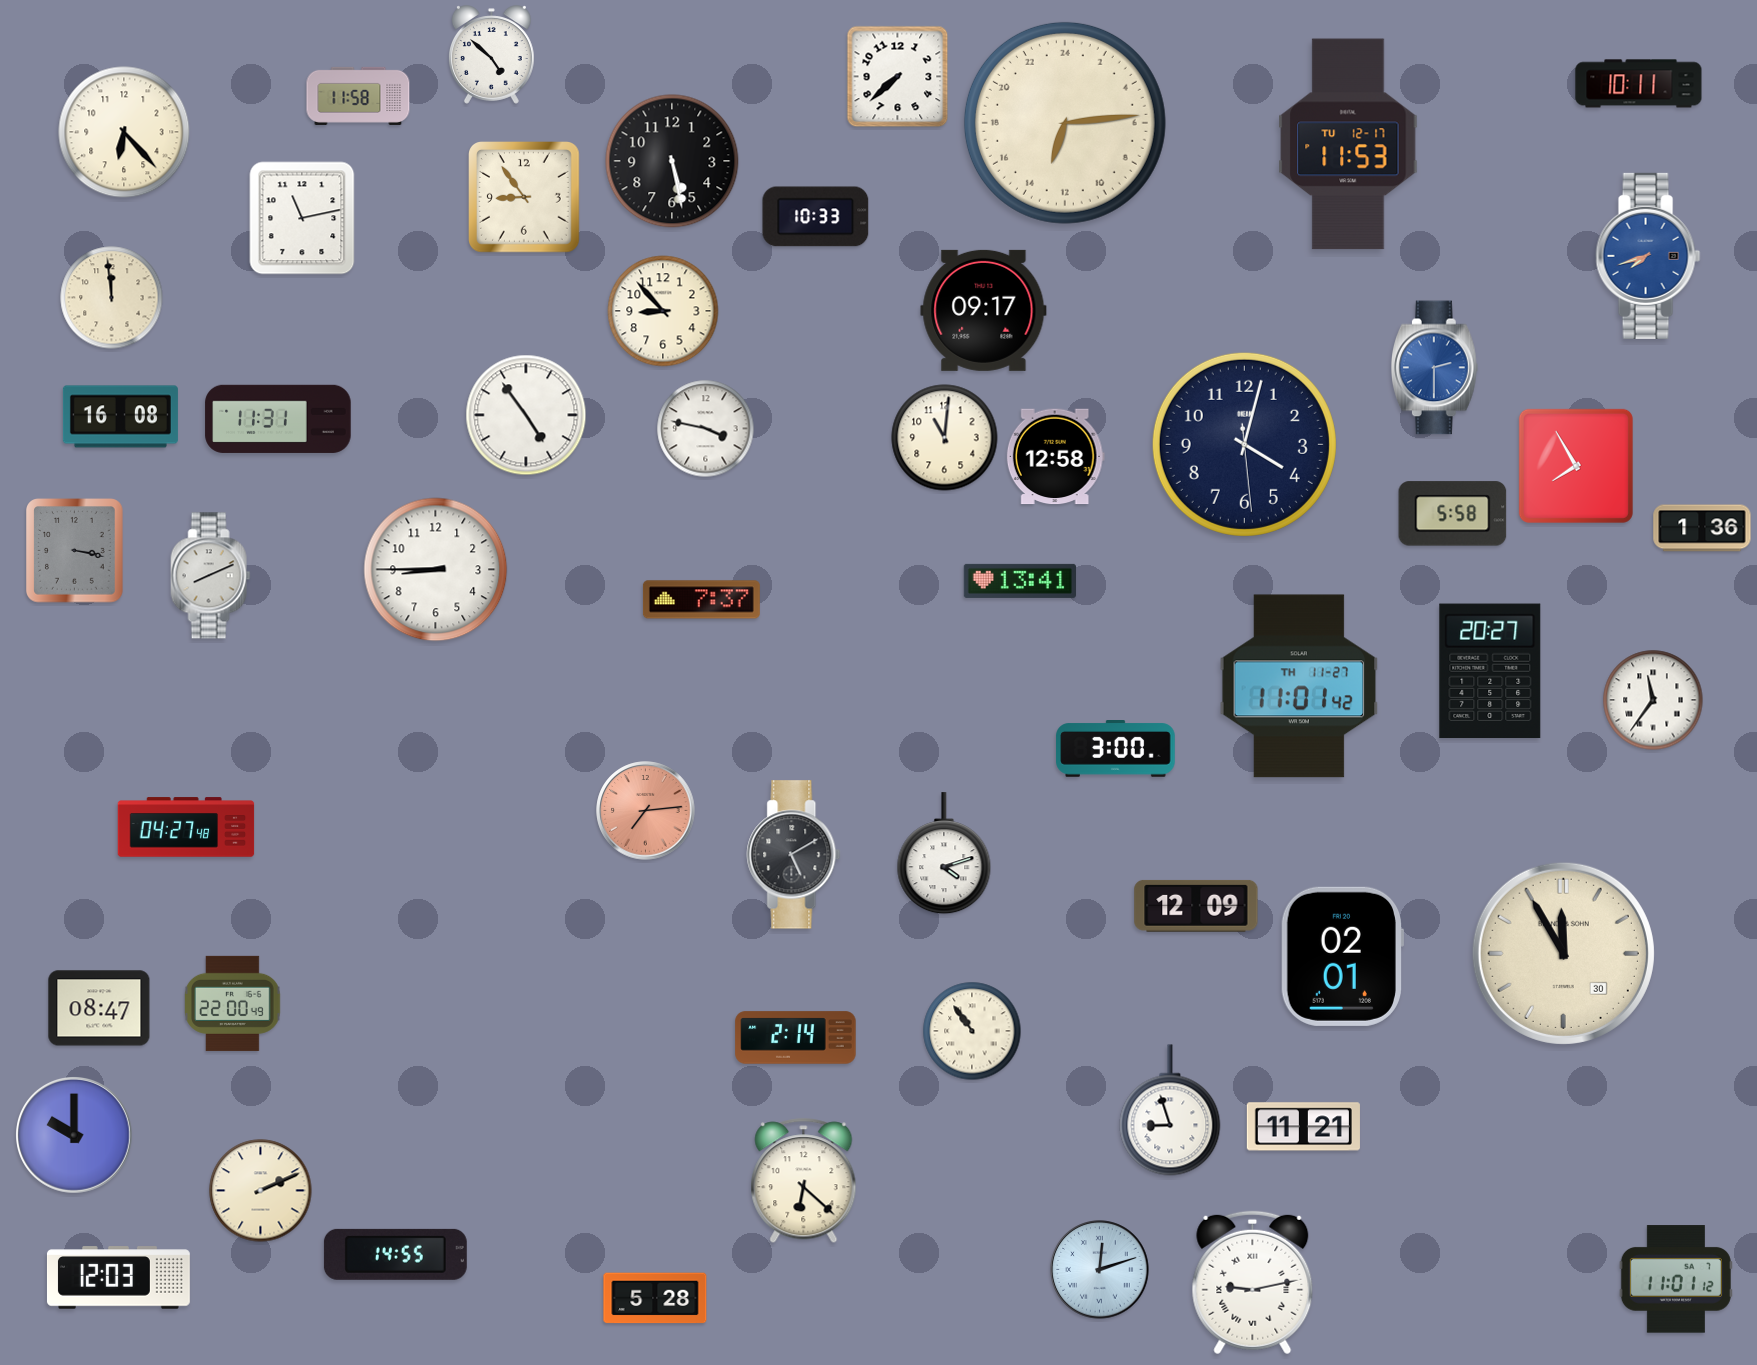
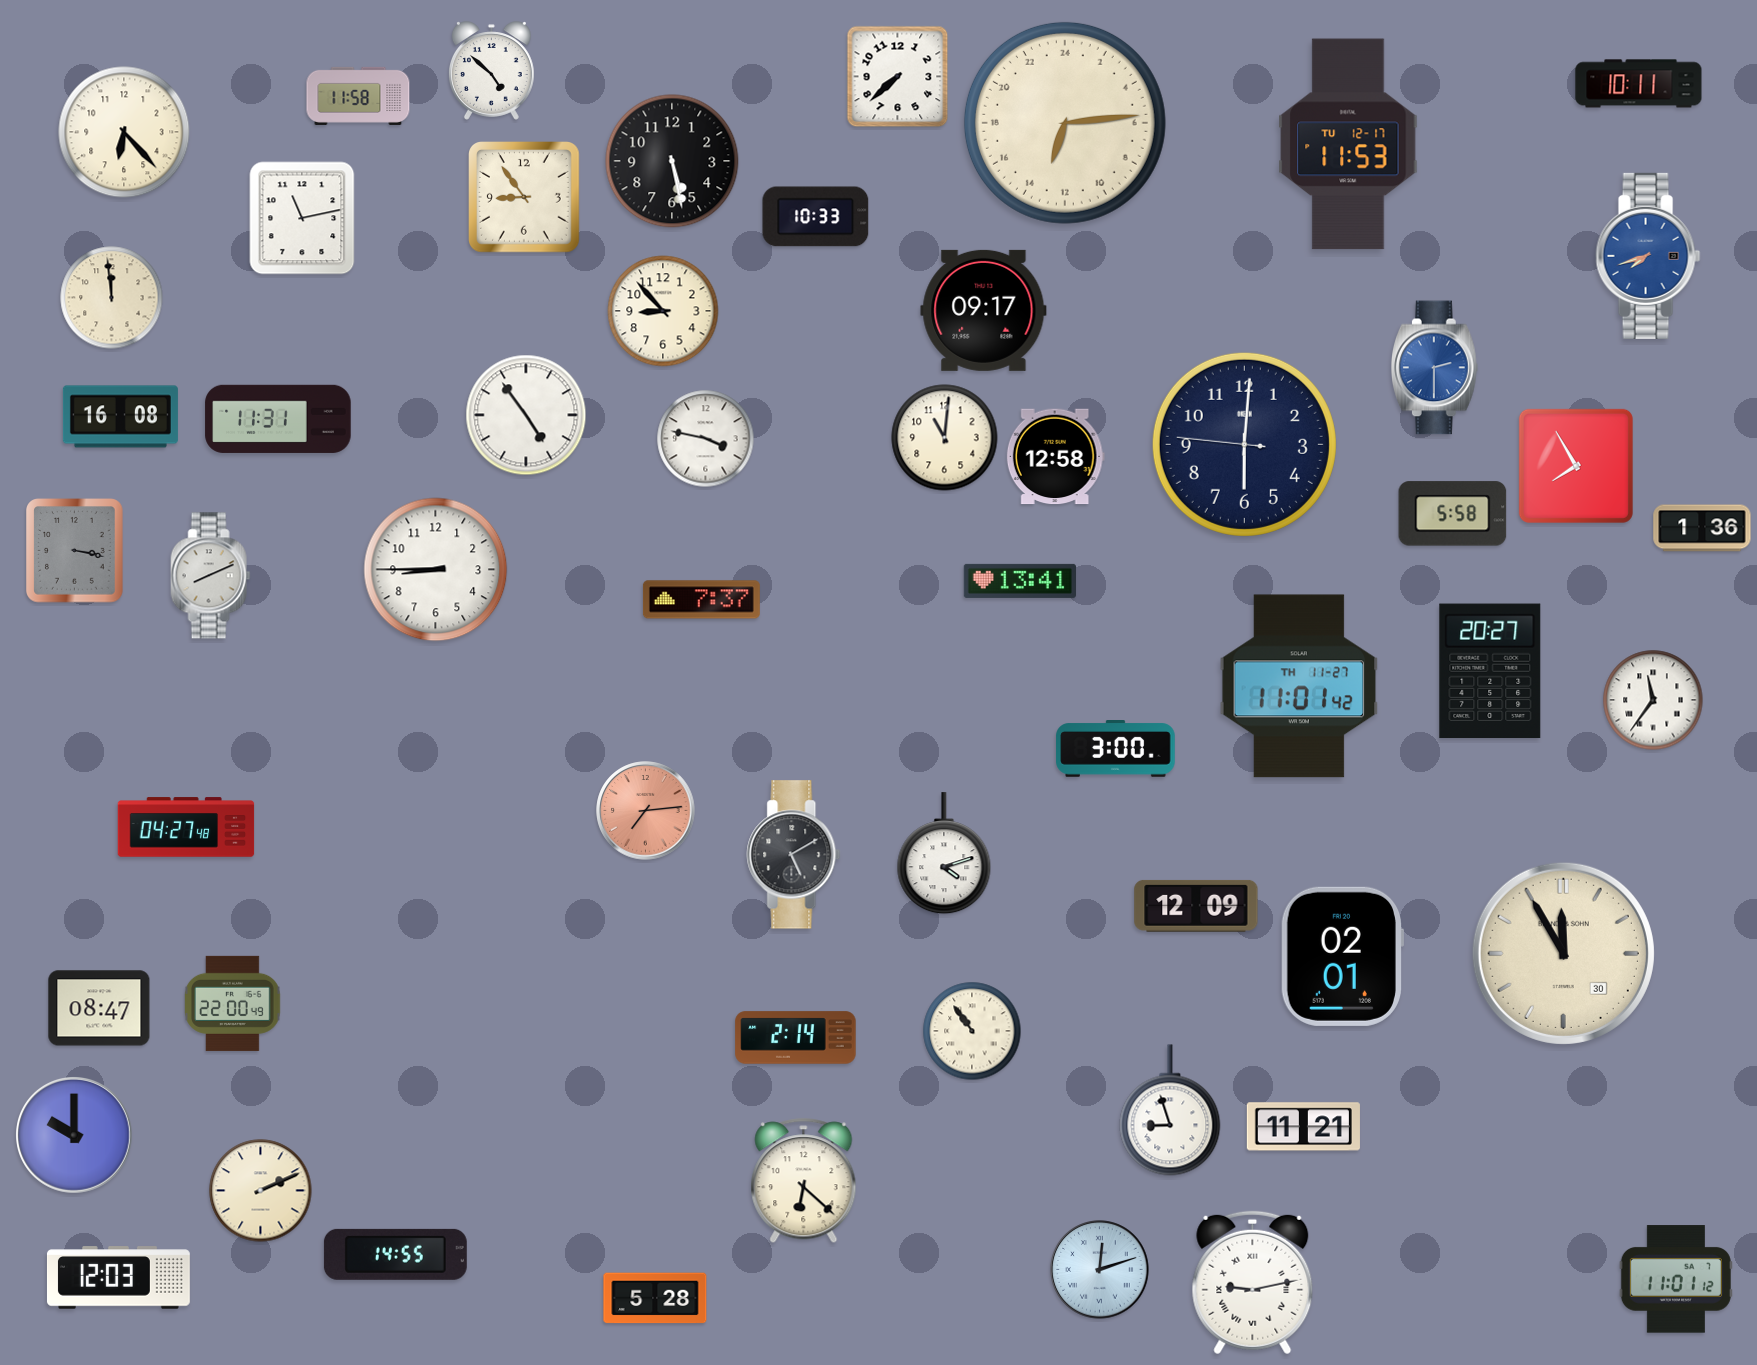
clock at (491, 55) position: (491, 55) -> (491, 71)
clock at (706, 429) position: (706, 429) -> (706, 439)
clock at (1244, 444): 4:02 -> 6:00
